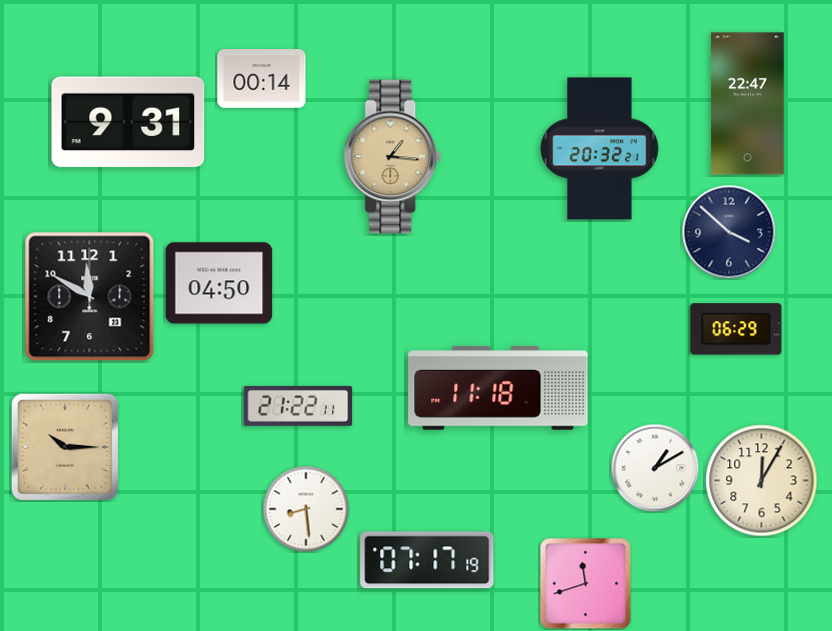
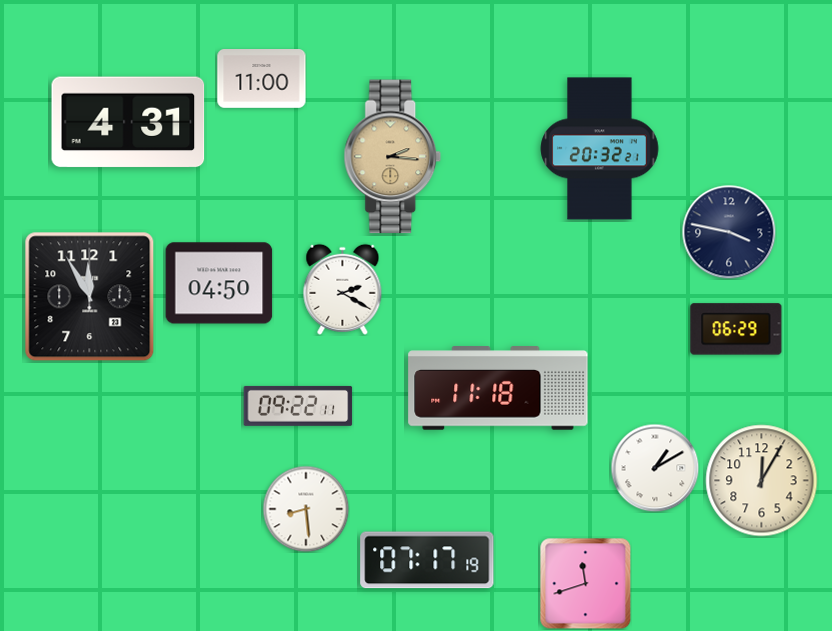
clock at (262, 79): 00:14 -> 11:00
clock at (747, 104): 22:47 -> none
clock at (128, 122): 9:31 -> 4:31
clock at (393, 157): 1:16 -> 2:16
clock at (729, 232): 3:52 -> 3:47
clock at (343, 289): none -> 2:20
clock at (90, 297): 11:50 -> 11:55
clock at (298, 406): 21:22 -> 09:22
clock at (65, 447): 10:15 -> none
